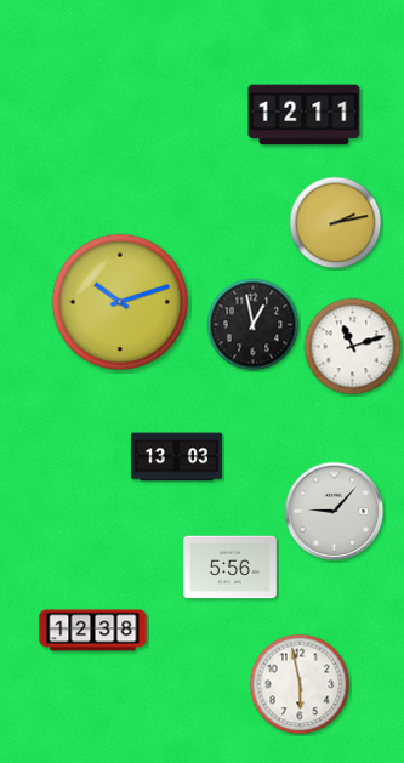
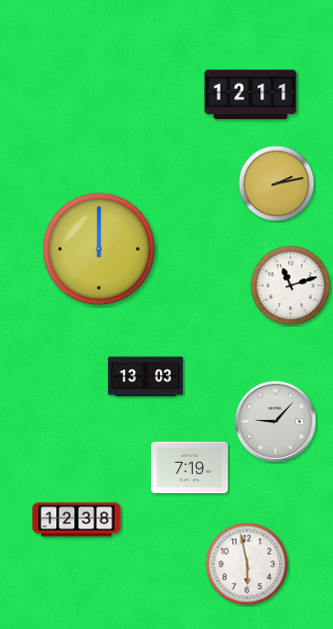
clock at (120, 302): 10:12 -> 12:00
clock at (254, 325): 12:58 -> none
clock at (231, 568): 5:56 -> 7:19
